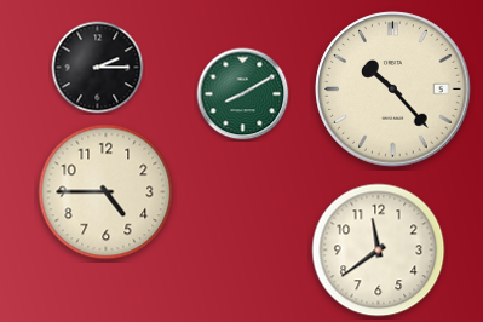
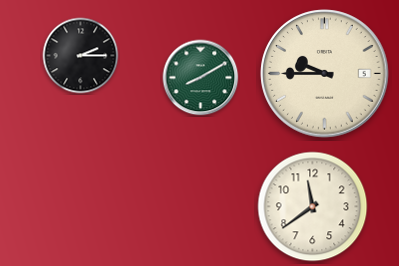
clock at (393, 90): 10:23 -> 9:45
clock at (107, 192): 4:45 -> none
